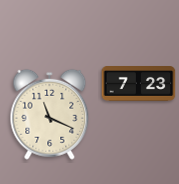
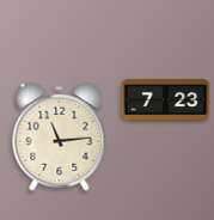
clock at (50, 114): 11:19 -> 11:14
